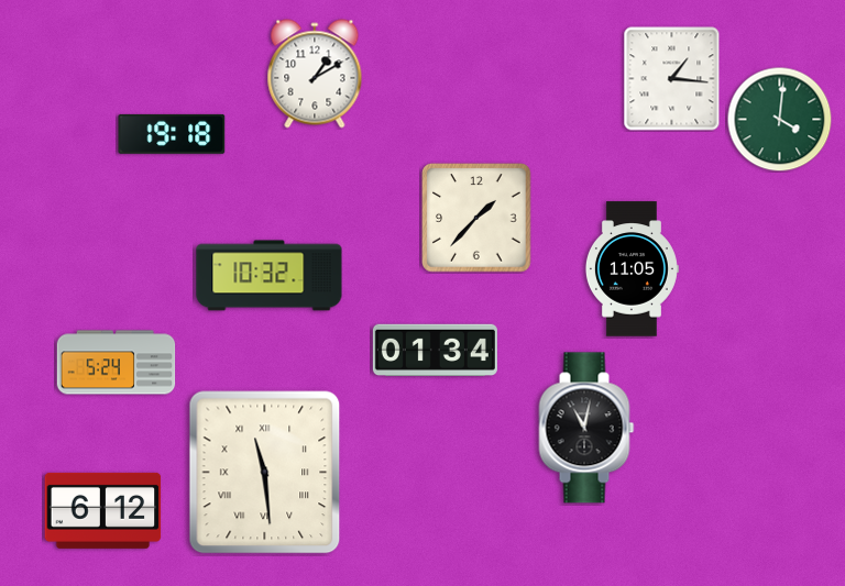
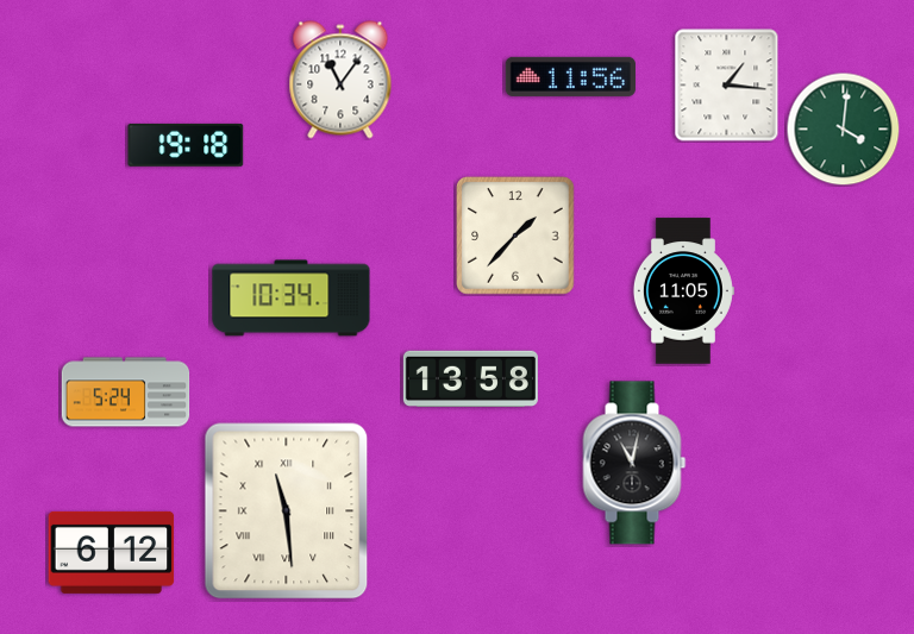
clock at (570, 76): none -> 11:56
clock at (315, 74): 1:10 -> 11:06
clock at (270, 276): 10:32 -> 10:34
clock at (435, 350): 01:34 -> 13:58
